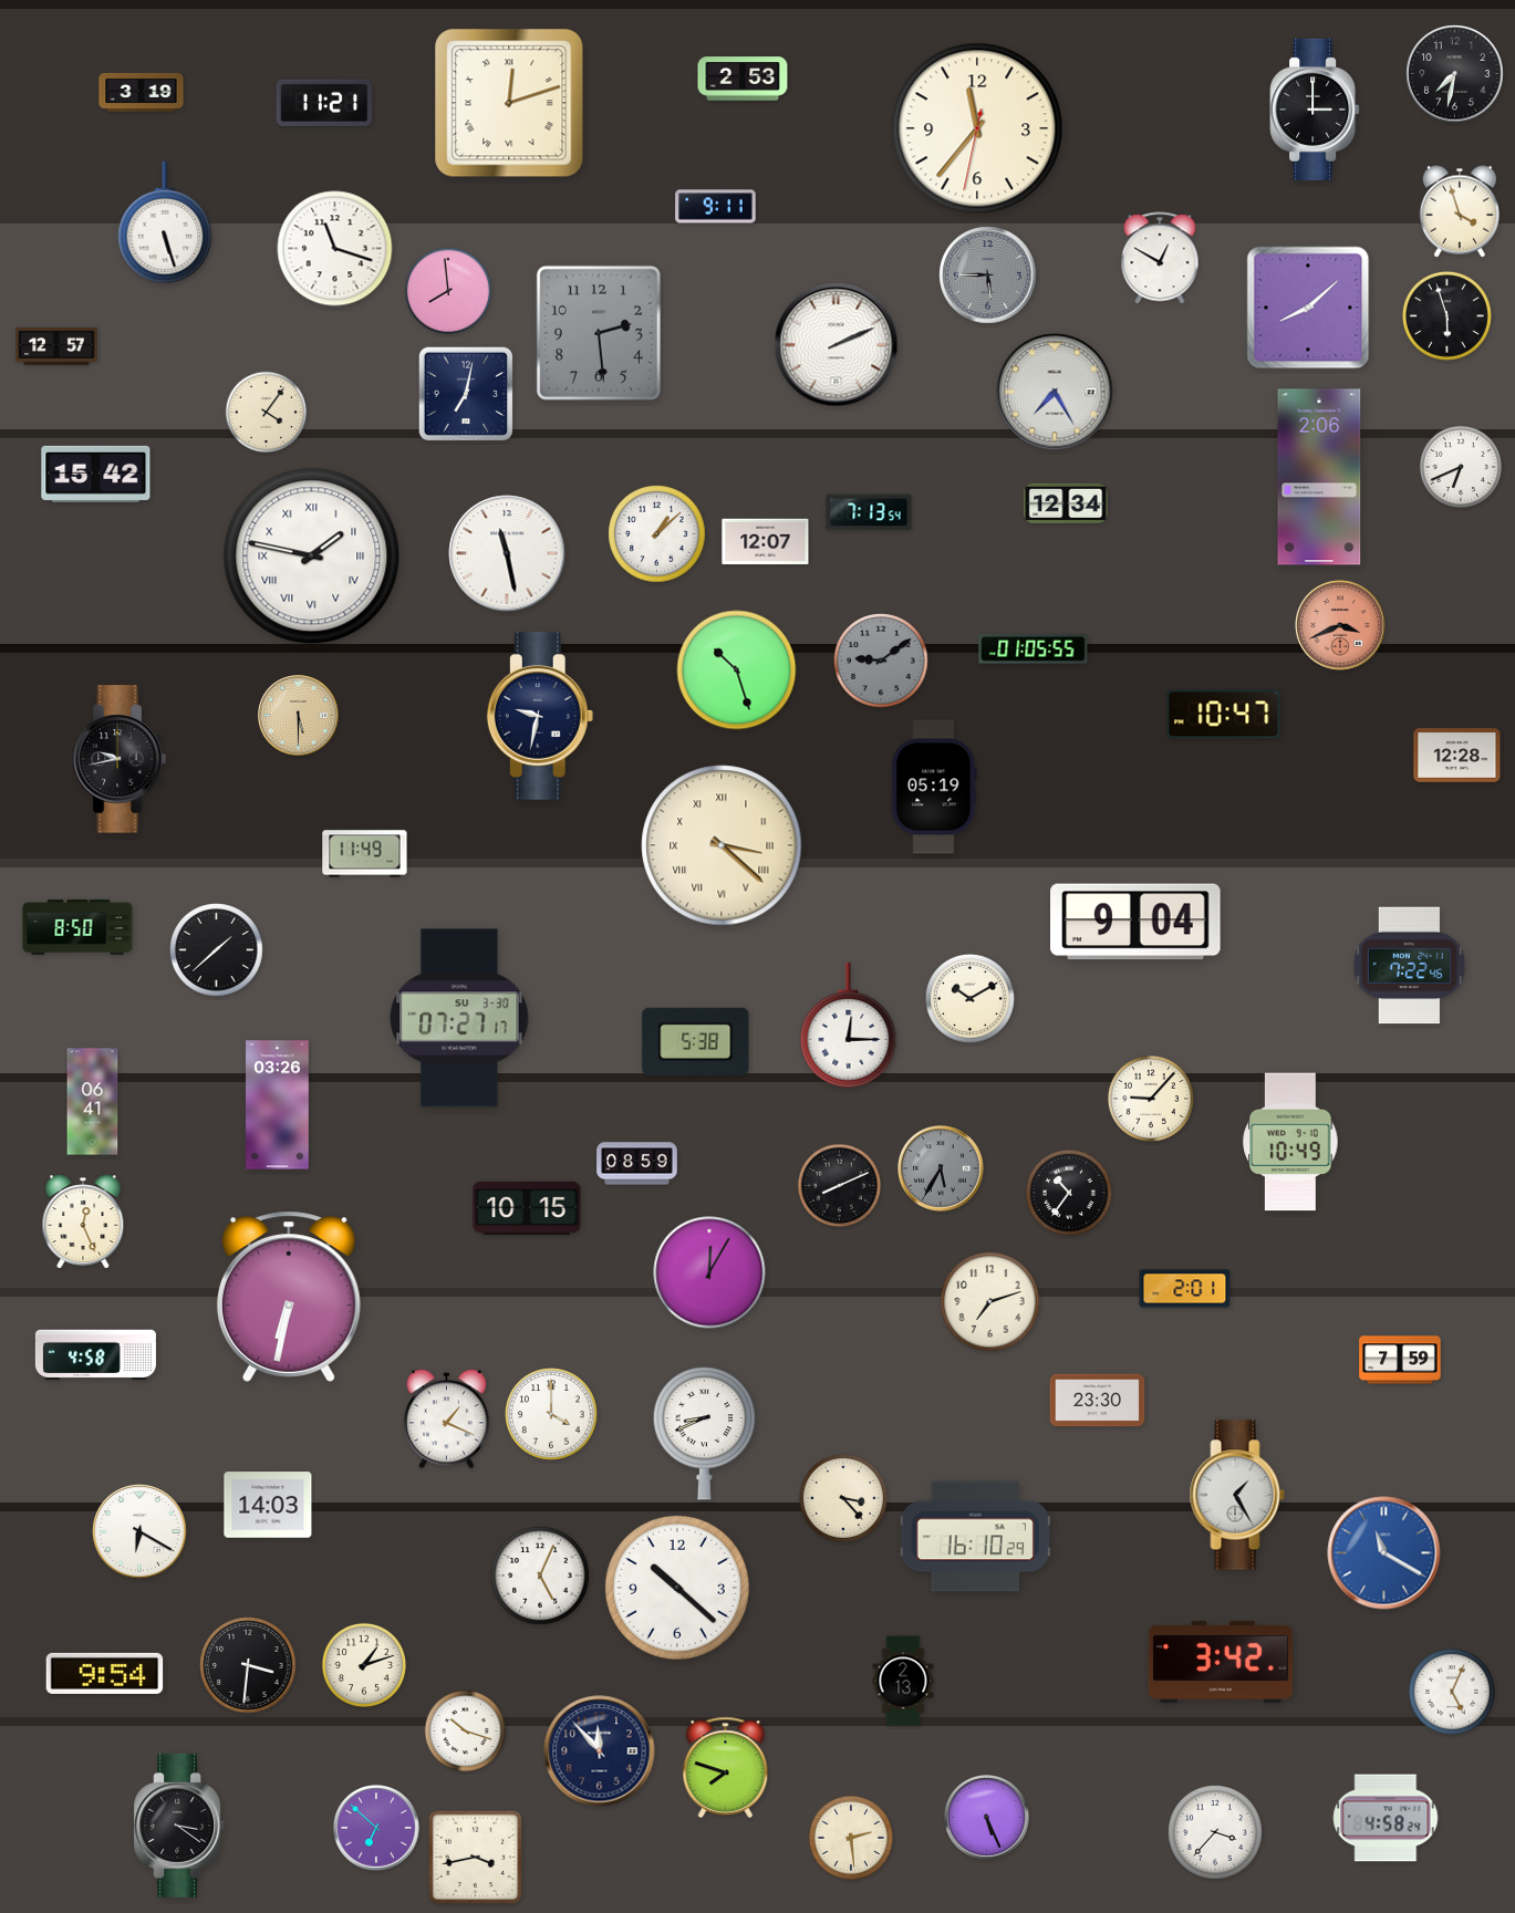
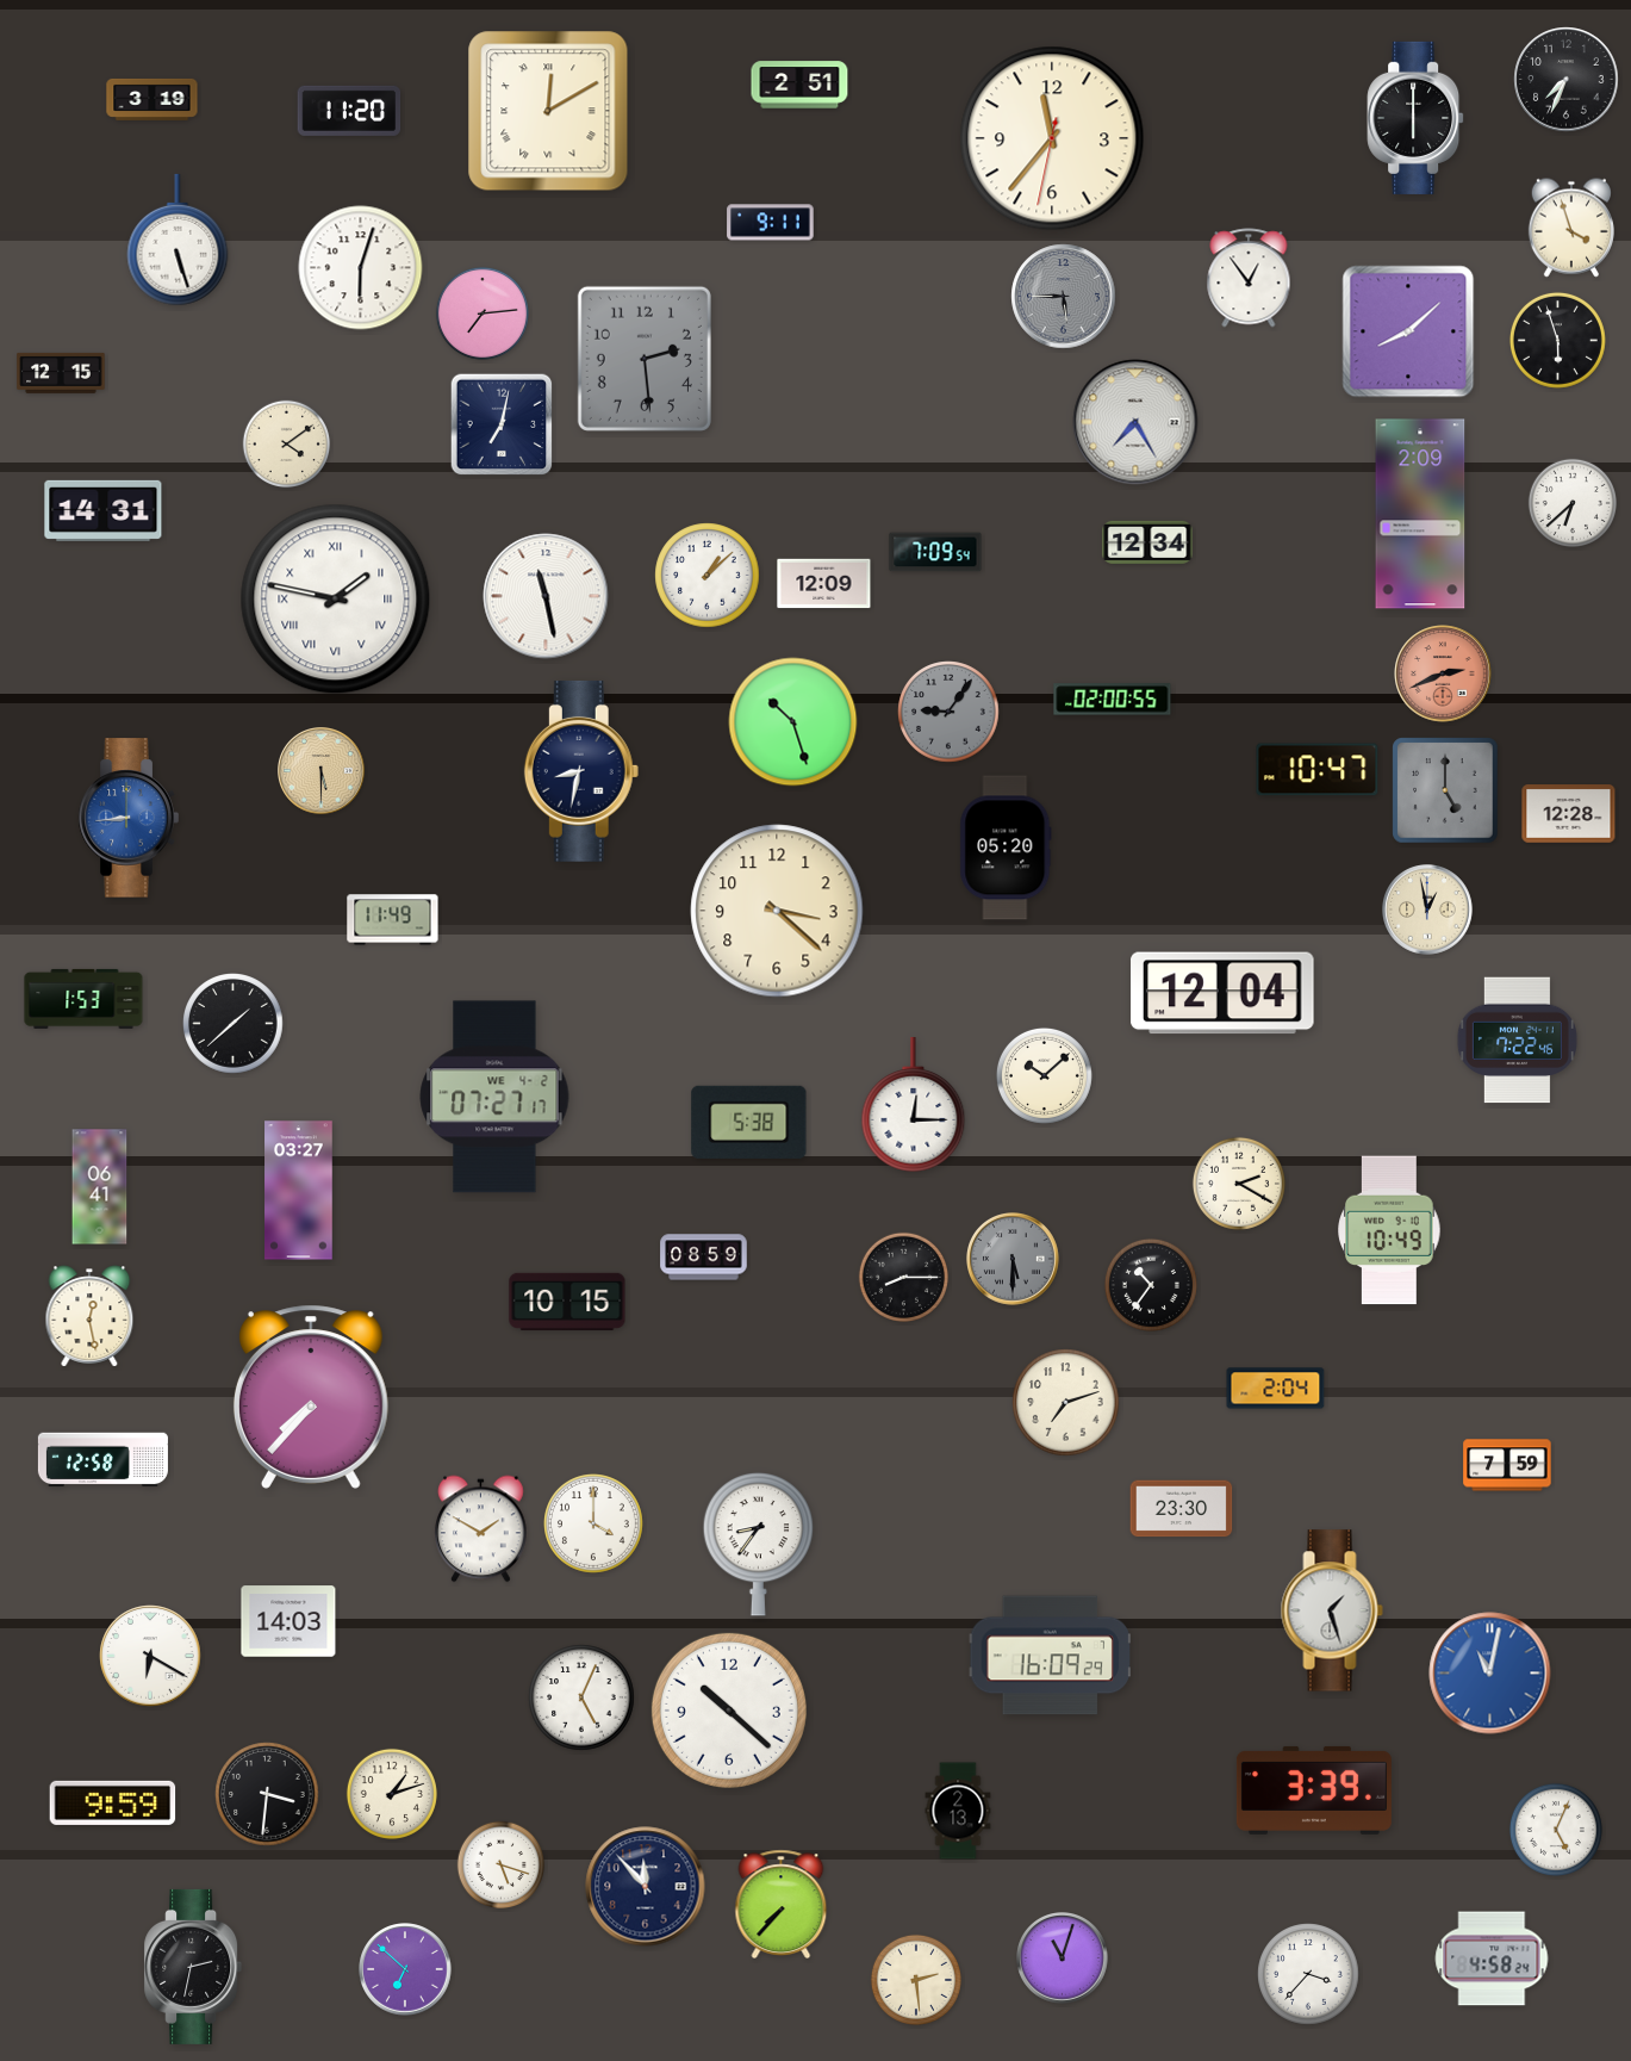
clock at (1455, 74): 7:32 -> 7:34
clock at (743, 79): 2:53 -> 2:51
clock at (324, 103): 11:21 -> 11:20
clock at (509, 103): 12:12 -> 12:10
clock at (1315, 110): 3:00 -> 6:00
clock at (335, 249): 11:18 -> 6:03
clock at (1160, 258): 12:50 -> 12:54
clock at (448, 291): 7:59 -> 7:14
clock at (837, 345): 2:11 -> none
clock at (56, 346): 12:57 -> 12:15
clock at (267, 413): 4:06 -> 4:09
clock at (1460, 466): 6:41 -> 6:38
clock at (96, 474): 15:42 -> 14:31
clock at (1319, 477): 2:06 -> 2:09
clock at (869, 512): 7:13 -> 7:09
clock at (766, 542): 12:07 -> 12:09
clock at (1340, 625): 3:41 -> 2:41
clock at (1034, 649): 01:05 -> 02:00
clock at (881, 661): 9:09 -> 9:06
clock at (540, 716): 9:32 -> 8:32
clock at (1445, 790): none -> 5:00
clock at (120, 759): 9:43 -> 8:44
clock at (120, 759) dial: black -> blue
clock at (934, 787): 05:19 -> 05:20
clock at (722, 845) numerals: Roman -> Arabic
clock at (1428, 911): none -> 12:58
clock at (1135, 922): 9:04 -> 12:04
clock at (77, 927): 8:50 -> 1:53
clock at (969, 998): 10:10 -> 10:08
clock at (459, 1018) date: SU 3-30 -> WE 4-2
clock at (1151, 1099): 9:07 -> 2:20
clock at (278, 1105): 03:26 -> 03:27
clock at (637, 1164) position: (637, 1164) -> (704, 1258)
clock at (941, 1168): 5:35 -> 5:30
clock at (839, 1185): 8:11 -> 8:15
clock at (83, 1221): 12:26 -> 12:28
clock at (709, 1272): 12:05 -> none
clock at (1185, 1289): 2:01 -> 2:04
clock at (289, 1297): 6:32 -> 7:37
clock at (95, 1355): 4:58 -> 12:58
clock at (447, 1420): 1:19 -> 1:50
clock at (705, 1433): 8:41 -> 8:36
clock at (1237, 1495): 1:25 -> 1:27
clock at (843, 1498): 3:23 -> none
clock at (139, 1531) position: (139, 1531) -> (150, 1656)
clock at (975, 1537): 16:10 -> 16:09
clock at (1384, 1553): 11:20 -> 11:02
clock at (1221, 1662): 3:42 -> 3:39
clock at (105, 1673): 9:54 -> 9:59
clock at (903, 1681) position: (903, 1681) -> (958, 1811)
clock at (1452, 1692) position: (1452, 1692) -> (1556, 1830)
clock at (466, 1732): 10:18 -> 5:18
clock at (726, 1767): 7:48 -> 7:37
clock at (987, 1818): 5:26 -> 11:03
clock at (179, 1826): 3:21 -> 2:32
clock at (476, 1858): 3:43 -> none
